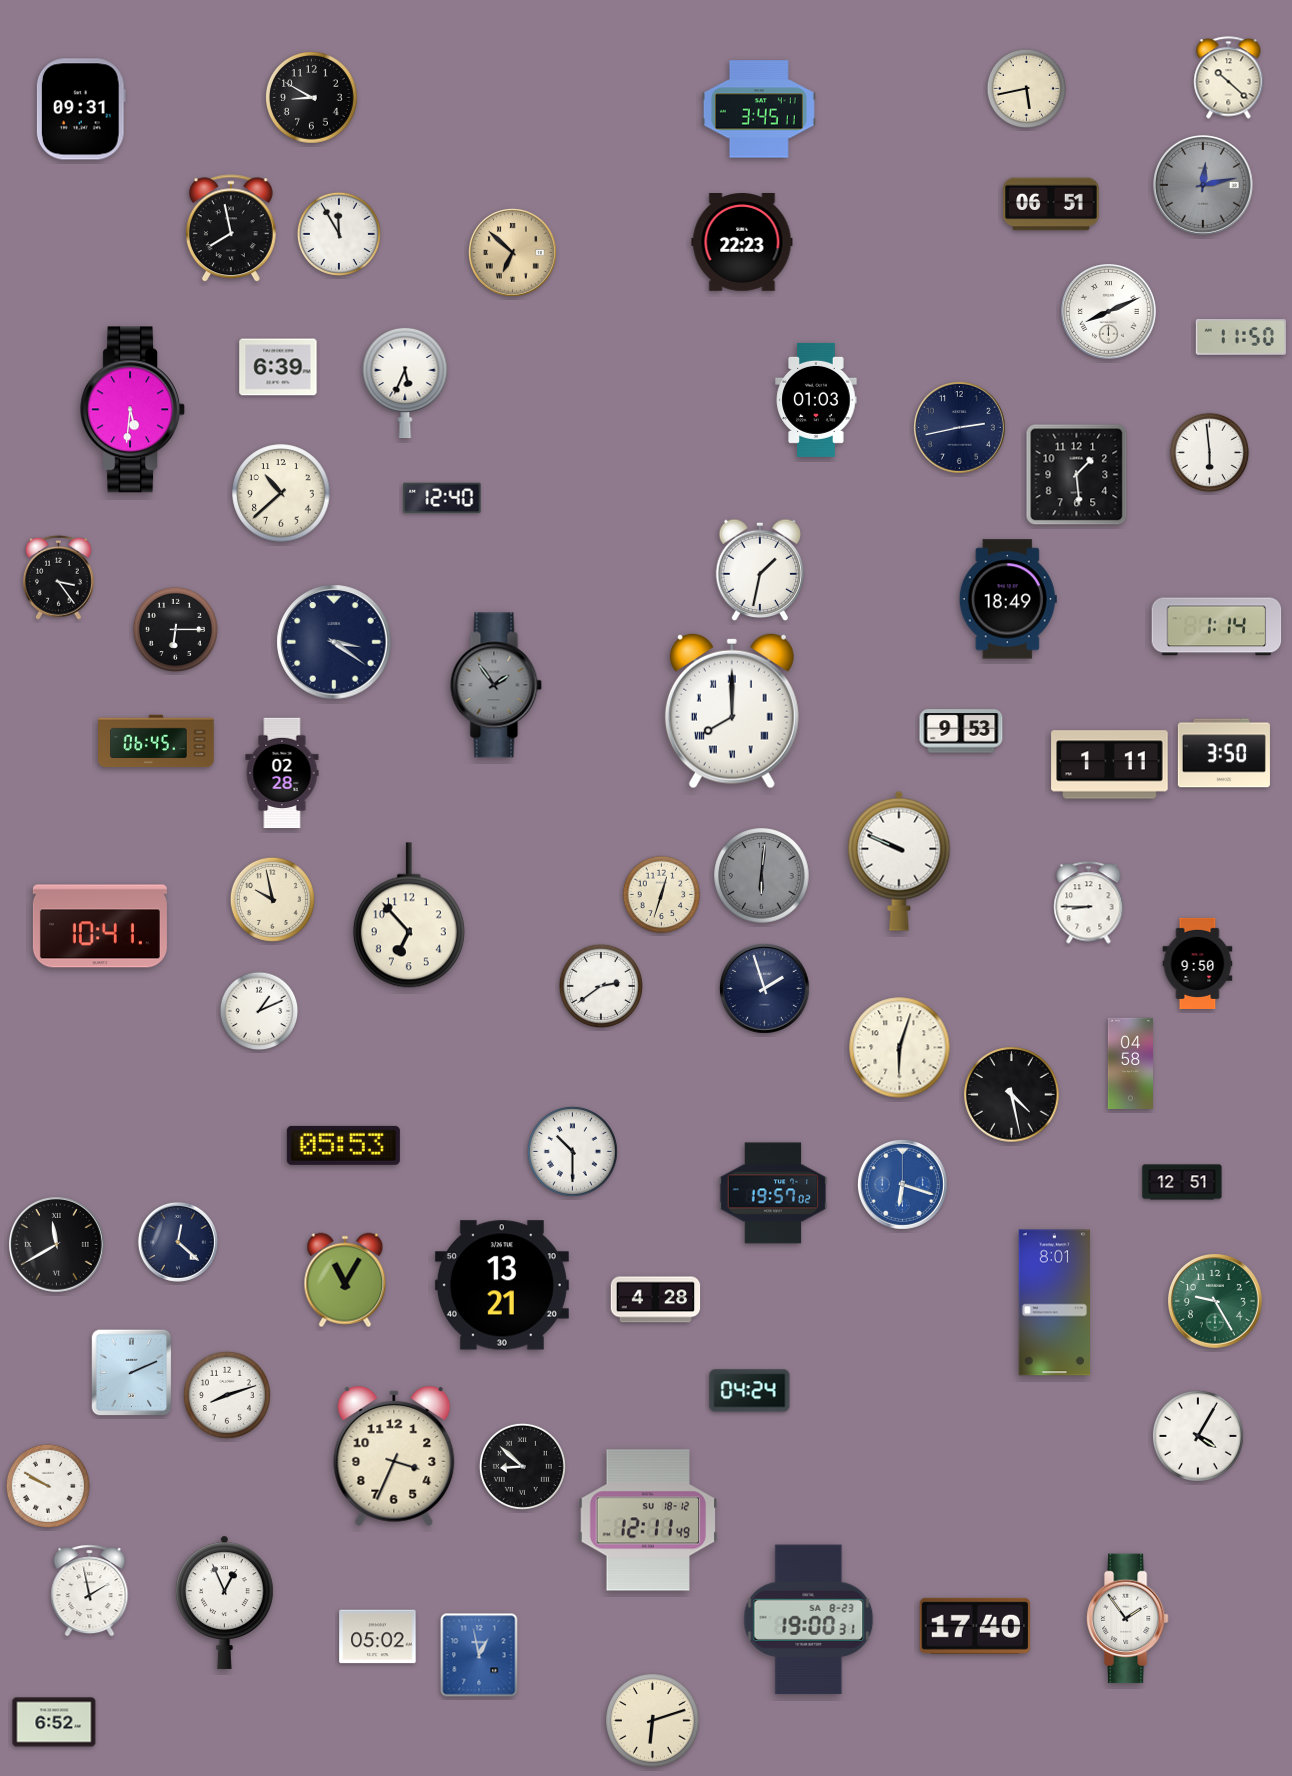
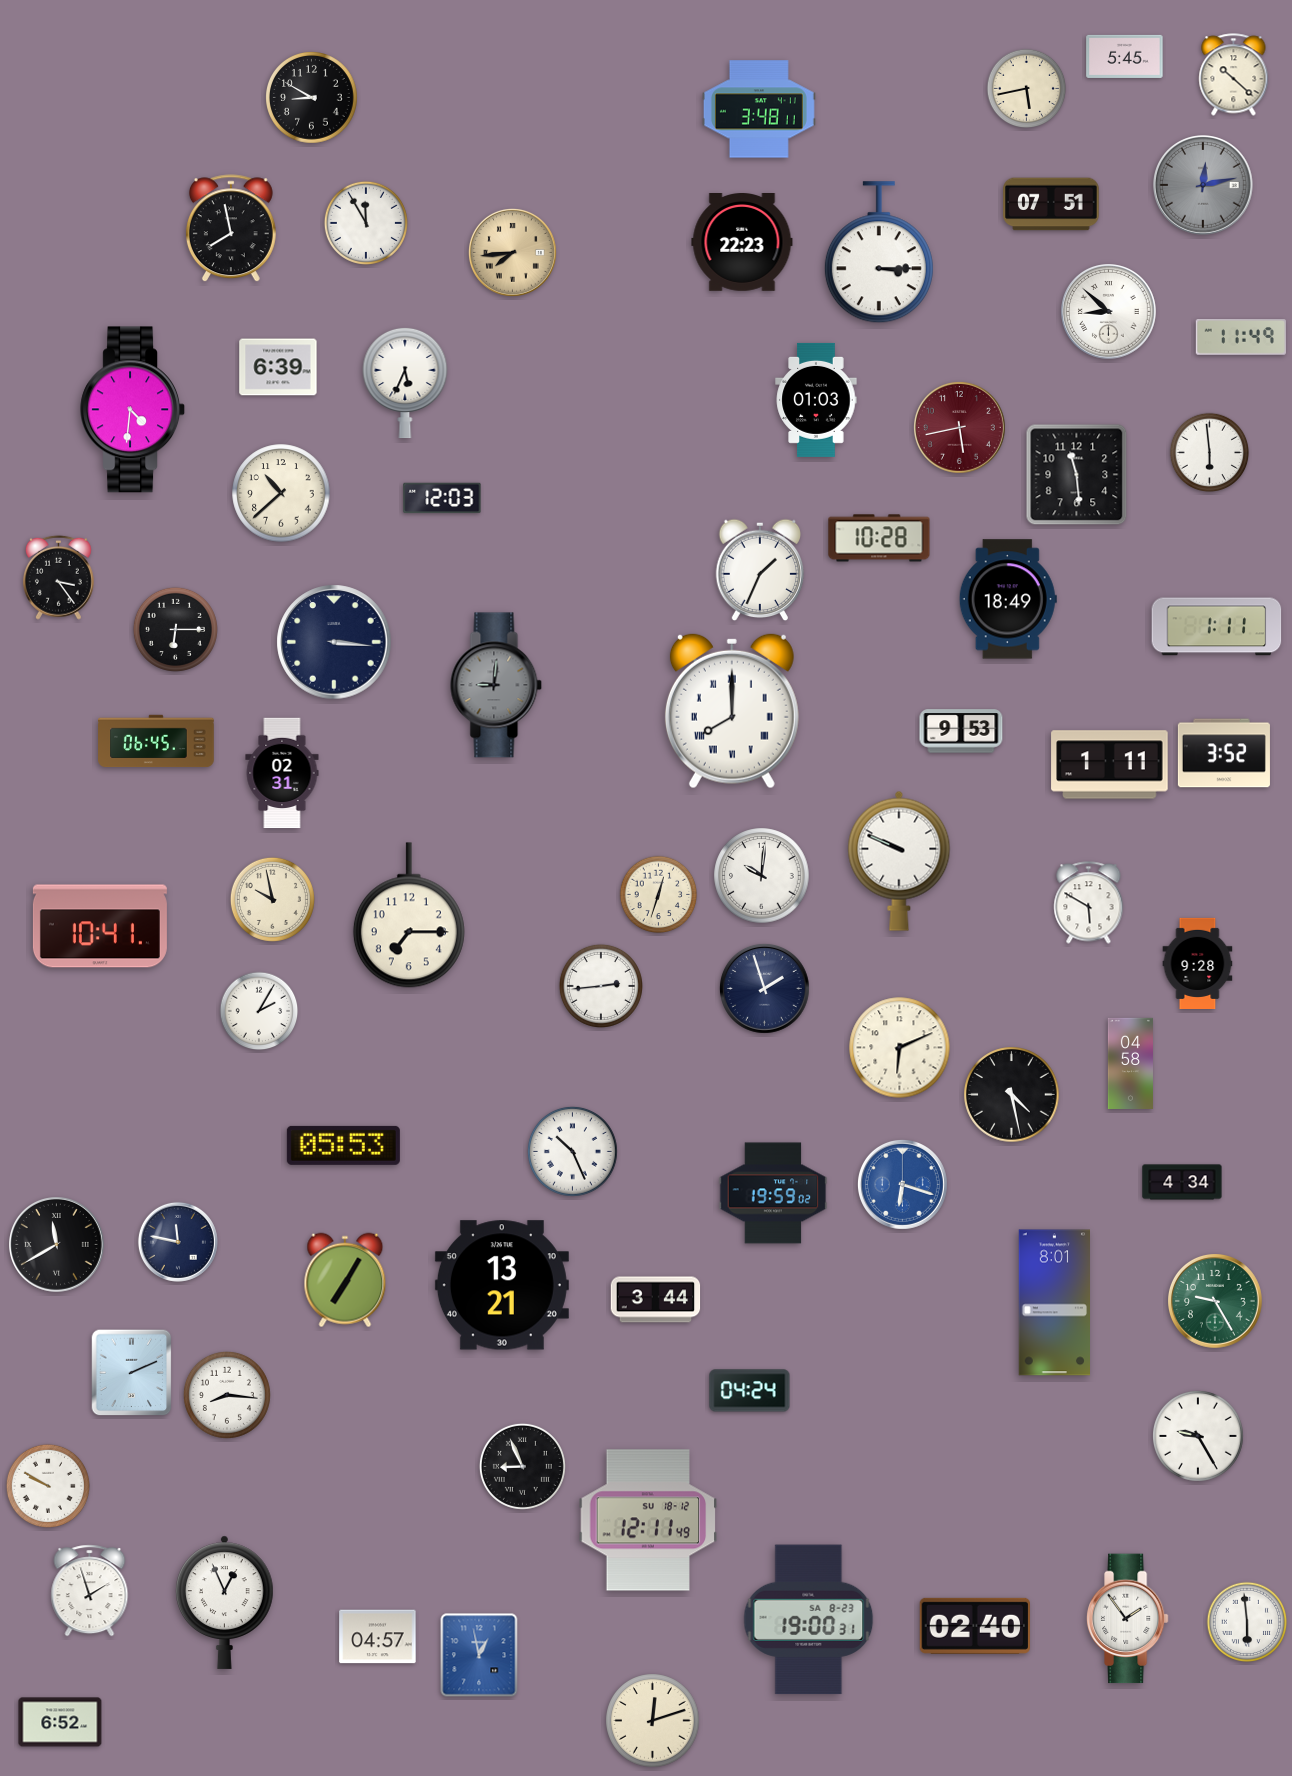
clock at (1125, 56): none -> 5:45
clock at (1229, 78) position: (1229, 78) -> (1234, 75)
clock at (81, 109): 09:31 -> none
clock at (759, 109): 3:45 -> 3:48
clock at (1051, 204): 06:51 -> 07:51
clock at (339, 234) position: (339, 234) -> (366, 223)
clock at (512, 252): 6:52 -> 7:44
clock at (879, 253): none -> 3:15
clock at (1109, 312): 8:11 -> 8:52
clock at (1240, 337): 11:50 -> 11:49
clock at (133, 410): 5:31 -> 4:31
clock at (959, 427): 2:43 -> 5:43
clock at (959, 427) dial: navy -> burgundy
clock at (1077, 475): 1:29 -> 11:29
clock at (442, 498): 12:40 -> 12:03
clock at (879, 538): none -> 10:28
clock at (760, 570): 1:32 -> 1:34
clock at (1217, 627): 1:14 -> 1:11
clock at (334, 642): 3:21 -> 3:16
clock at (496, 685): 1:54 -> 9:01
clock at (1224, 753): 3:50 -> 3:52
clock at (282, 773): 02:28 -> 02:31
clock at (762, 876): 6:01 -> 10:01
clock at (762, 876) dial: grey -> white
clock at (662, 895) position: (662, 895) -> (659, 895)
clock at (1089, 903): 8:45 -> 5:50
clock at (409, 915): 6:53 -> 7:15
clock at (1198, 963): 9:50 -> 9:28
clock at (601, 986): 2:39 -> 2:44
clock at (259, 1011): 1:11 -> 2:05
clock at (900, 1048): 6:03 -> 6:11
clock at (572, 1151): 10:30 -> 10:26
clock at (1182, 1182): 12:51 -> 4:34
clock at (773, 1193): 19:57 -> 19:59
clock at (178, 1242): 12:22 -> 11:47
clock at (345, 1280): 11:05 -> 7:05
clock at (656, 1300): 4:28 -> 3:44
clock at (227, 1395): 8:12 -> 8:16
clock at (1199, 1437): 4:05 -> 9:25
clock at (394, 1456): 3:34 -> none
clock at (522, 1466): 8:52 -> 8:56
clock at (90, 1591): 1:58 -> 1:57
clock at (1247, 1622): none -> 5:59
clock at (974, 1626): 17:40 -> 02:40
clock at (378, 1637): 05:02 -> 04:57
clock at (653, 1721): 6:12 -> 12:12
clock at (54, 1722) position: (54, 1722) -> (60, 1722)
